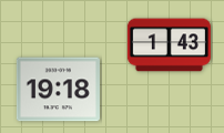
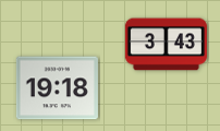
clock at (169, 45): 1:43 -> 3:43
